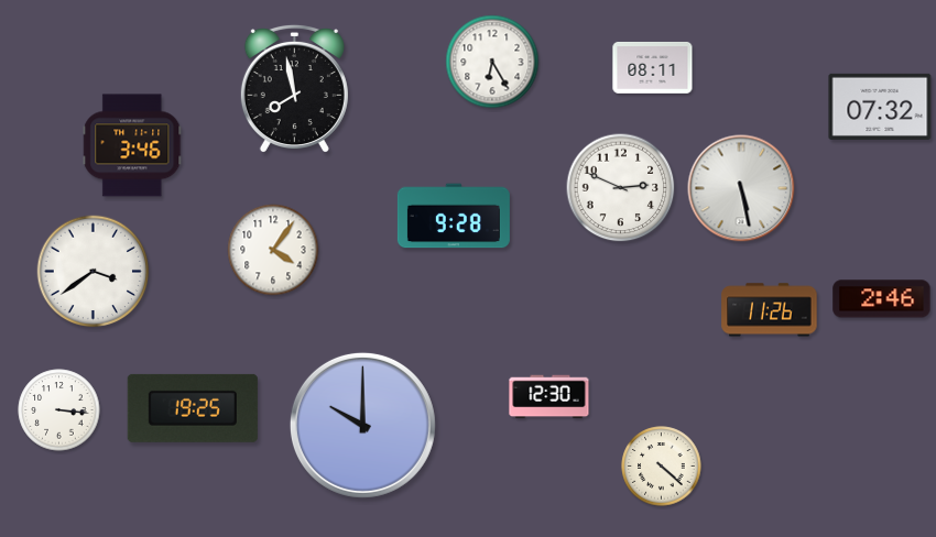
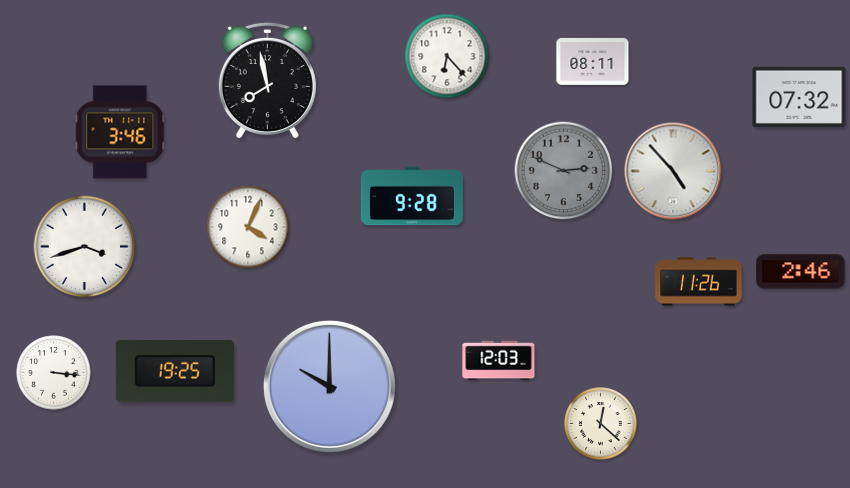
clock at (492, 62): 6:25 -> 6:23
clock at (621, 188) dial: white -> grey
clock at (741, 188): 5:28 -> 4:53
clock at (273, 250): 4:06 -> 4:04
clock at (94, 272): 3:39 -> 3:42
clock at (549, 397): 12:30 -> 12:03
clock at (662, 467): 4:22 -> 12:22
